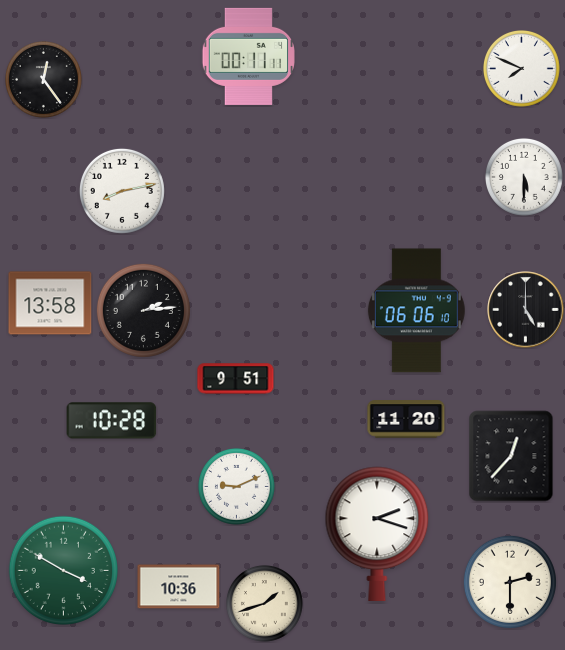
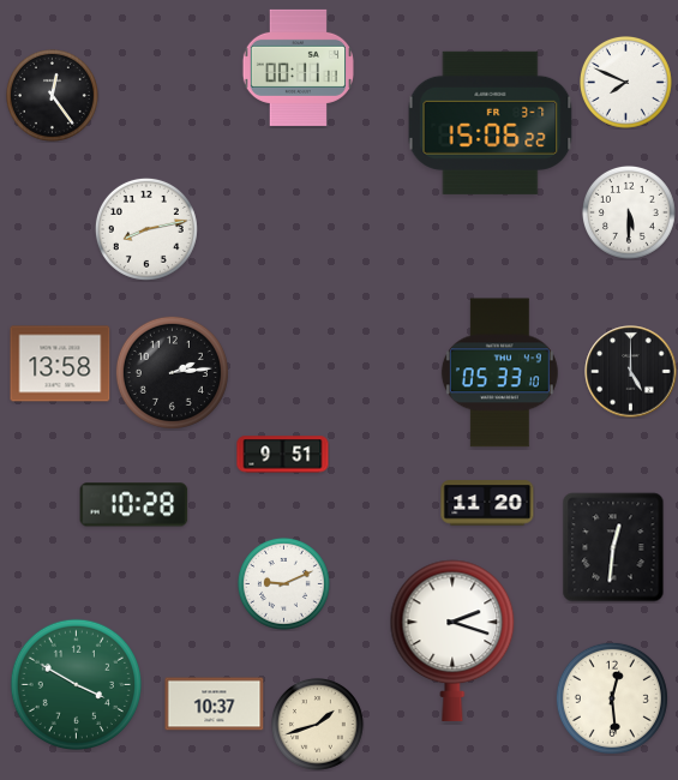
clock at (491, 122): none -> 15:06
clock at (416, 311): 06:06 -> 05:33
clock at (511, 456): 12:37 -> 12:31
clock at (510, 582): 2:30 -> 12:29
clock at (179, 587): 10:36 -> 10:37
